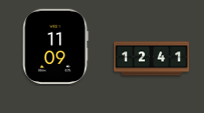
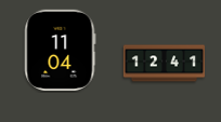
clock at (56, 46): 11:09 -> 11:04
